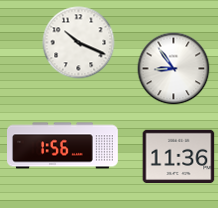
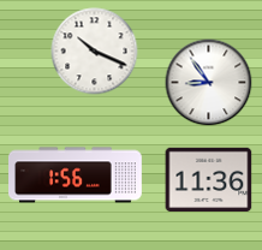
clock at (179, 156) position: (179, 156) -> (209, 179)
